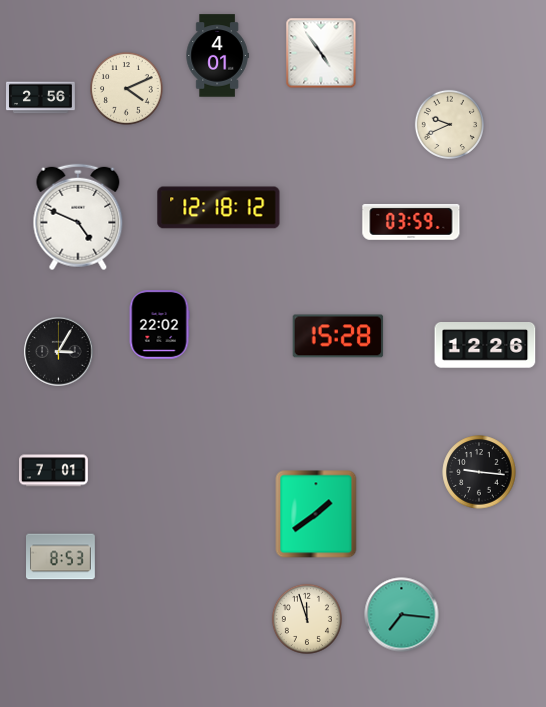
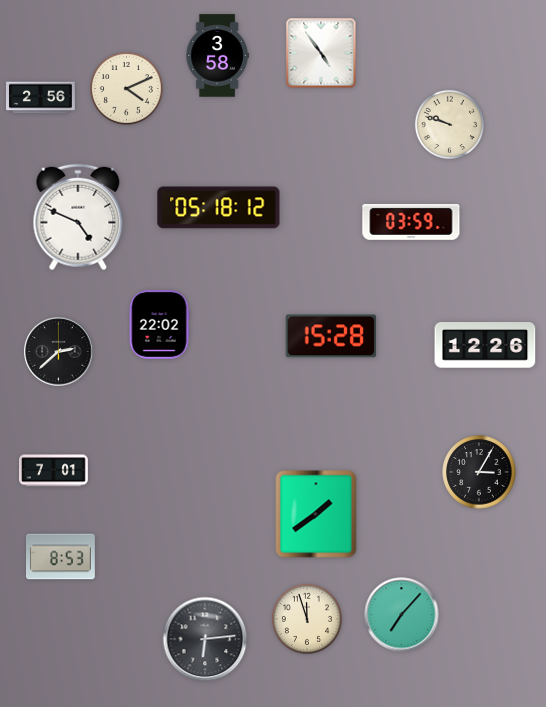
clock at (217, 56): 4:01 -> 3:58
clock at (449, 124): 9:41 -> 9:48
clock at (219, 208): 12:18 -> 05:18
clock at (338, 336) position: (338, 336) -> (331, 336)
clock at (59, 352): 3:05 -> 2:38
clock at (479, 472): 9:16 -> 3:05
clock at (402, 615): 7:16 -> 7:07
clock at (205, 639): none -> 6:14
